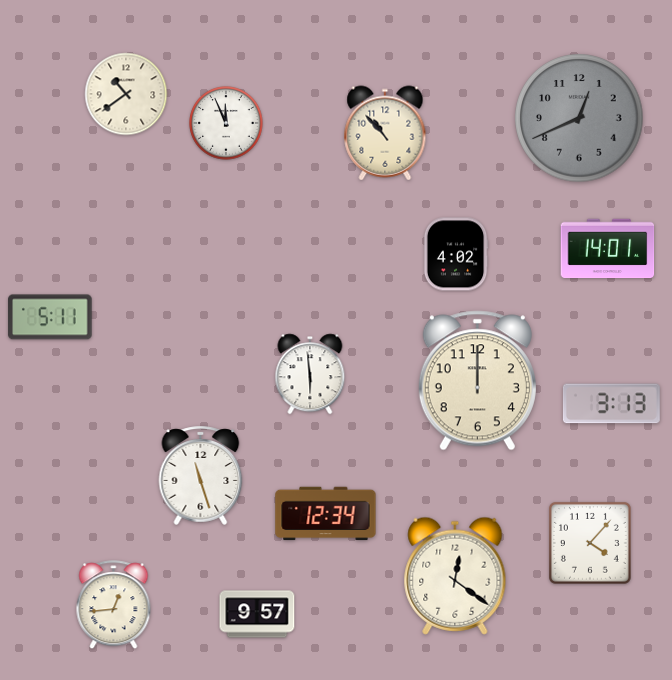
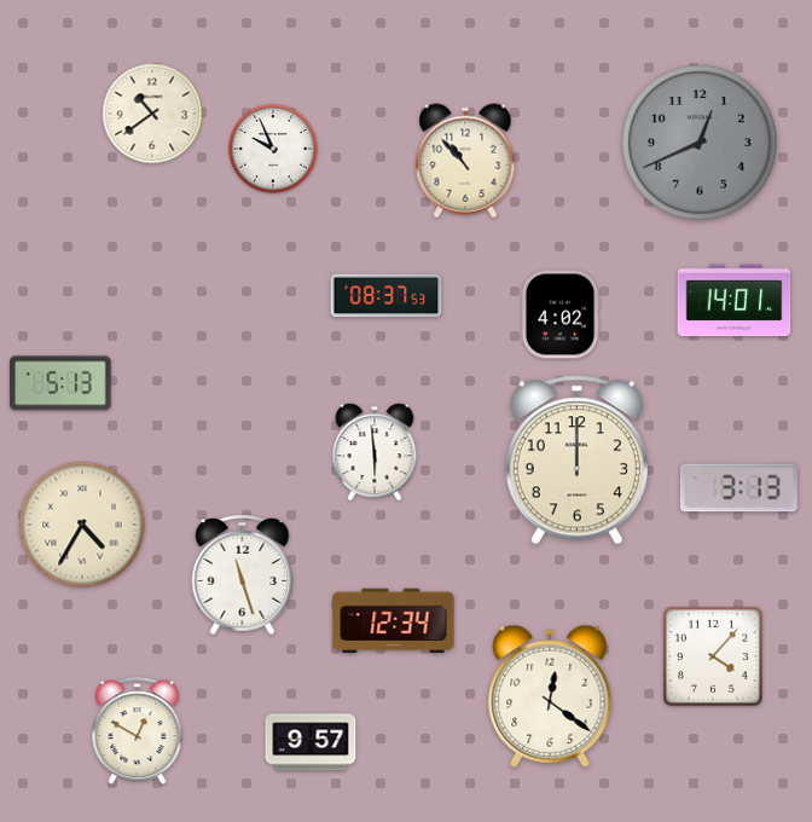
clock at (226, 123): 11:56 -> 9:56
clock at (387, 296): none -> 08:37
clock at (456, 254) position: (456, 254) -> (561, 314)
clock at (50, 317): 5:11 -> 5:13
clock at (82, 525): none -> 4:35
clock at (114, 605): 12:44 -> 12:50
